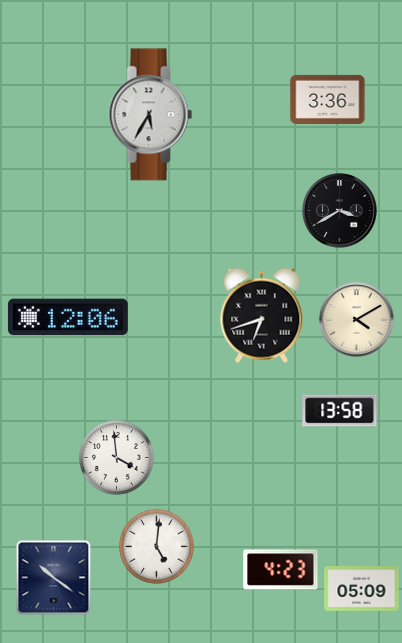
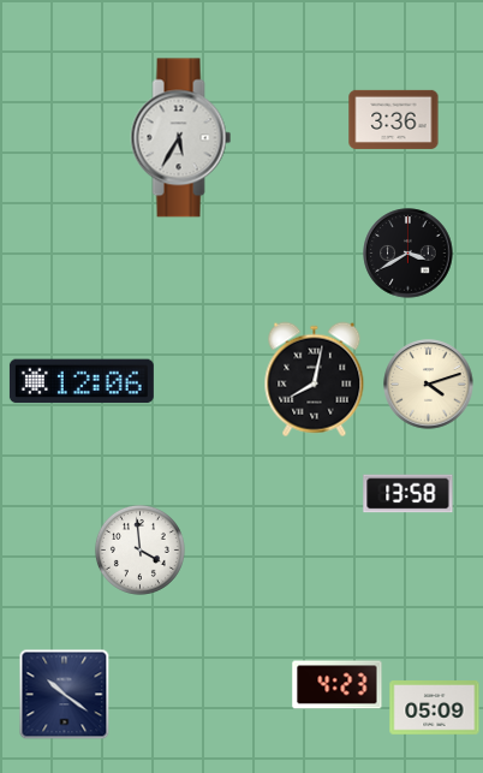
clock at (262, 316): 6:42 -> 8:02
clock at (357, 320): 4:10 -> 4:12
clock at (156, 546): 5:01 -> none
